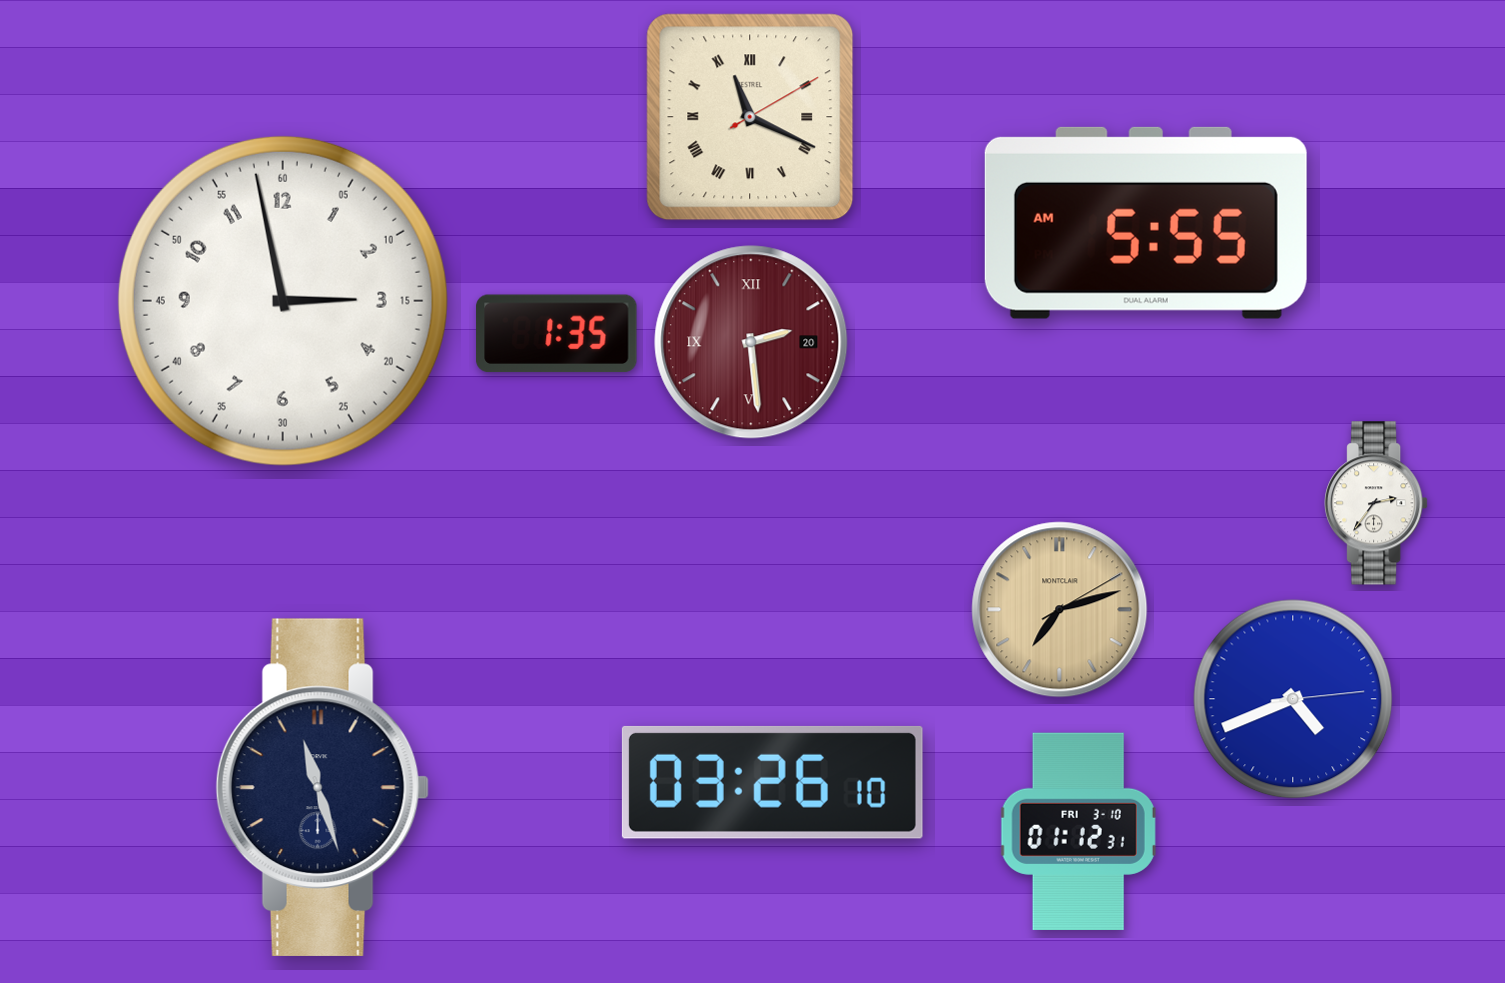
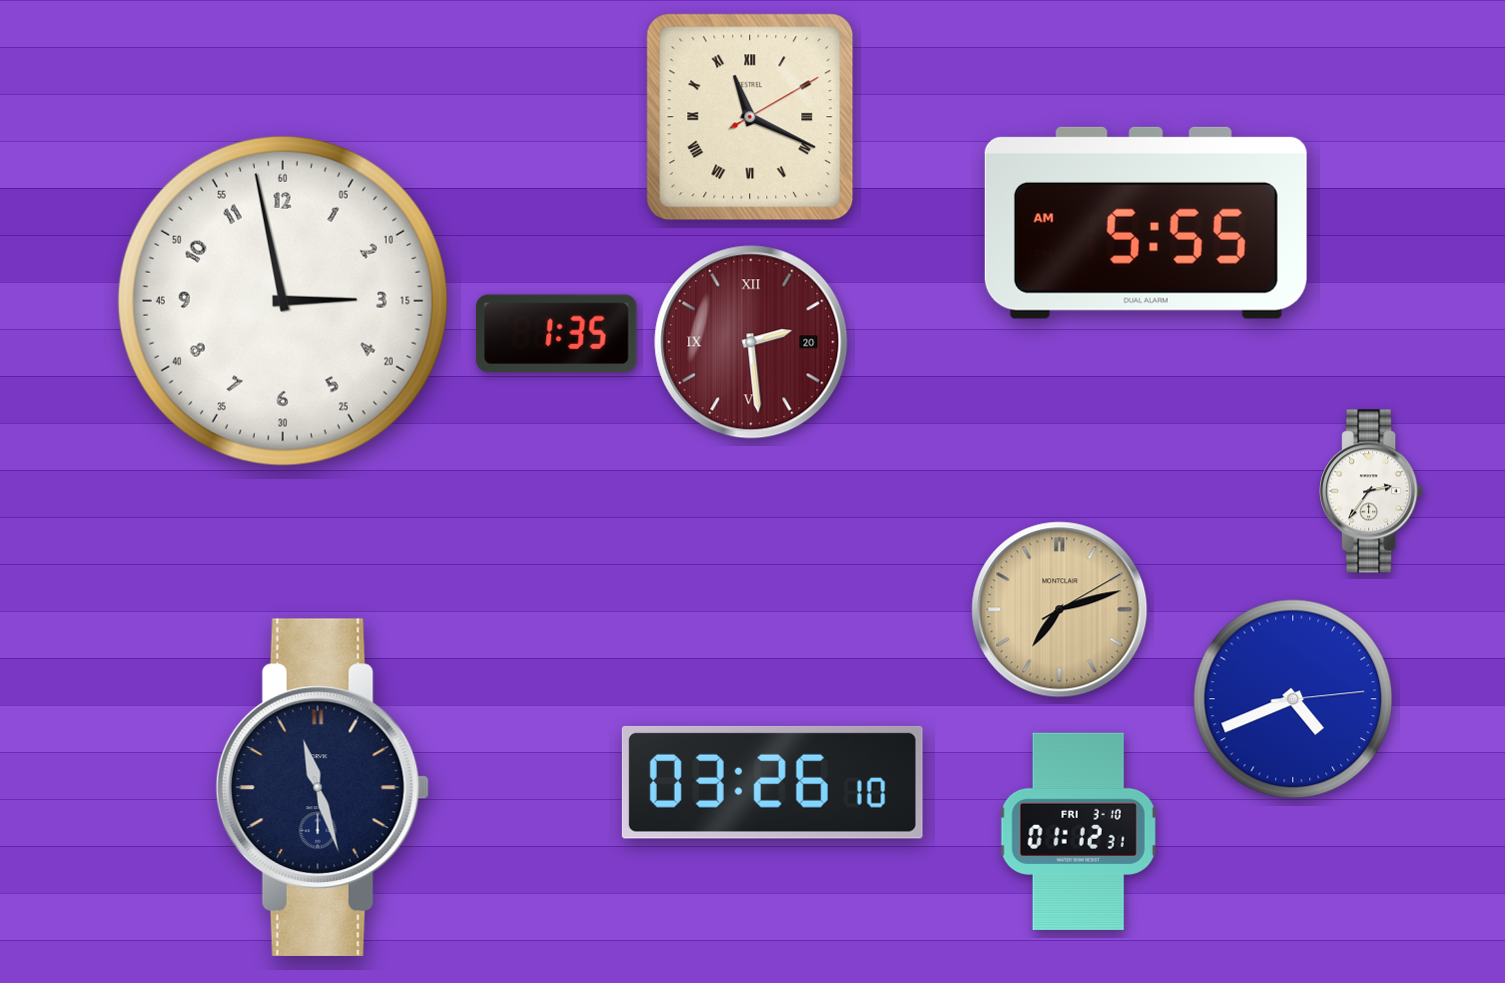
clock at (1376, 503) position: (1376, 503) -> (1371, 491)
